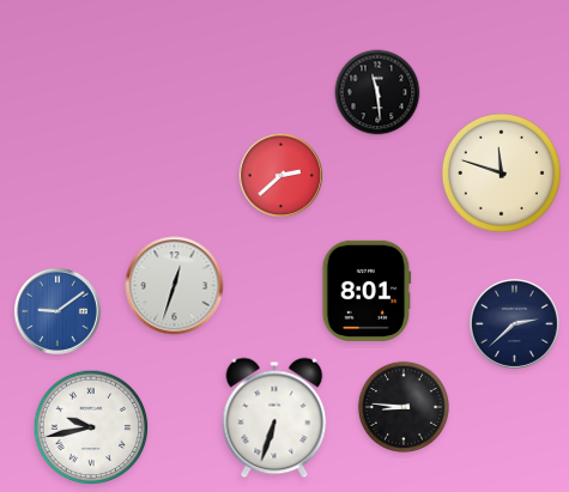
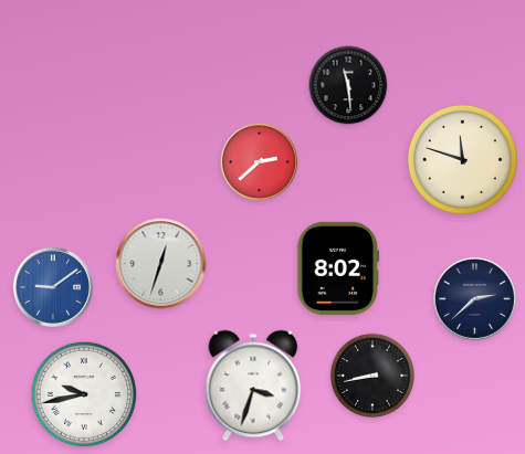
clock at (367, 291): 8:01 -> 8:02
clock at (404, 407): 8:46 -> 8:43
clock at (274, 418): 6:33 -> 3:33
